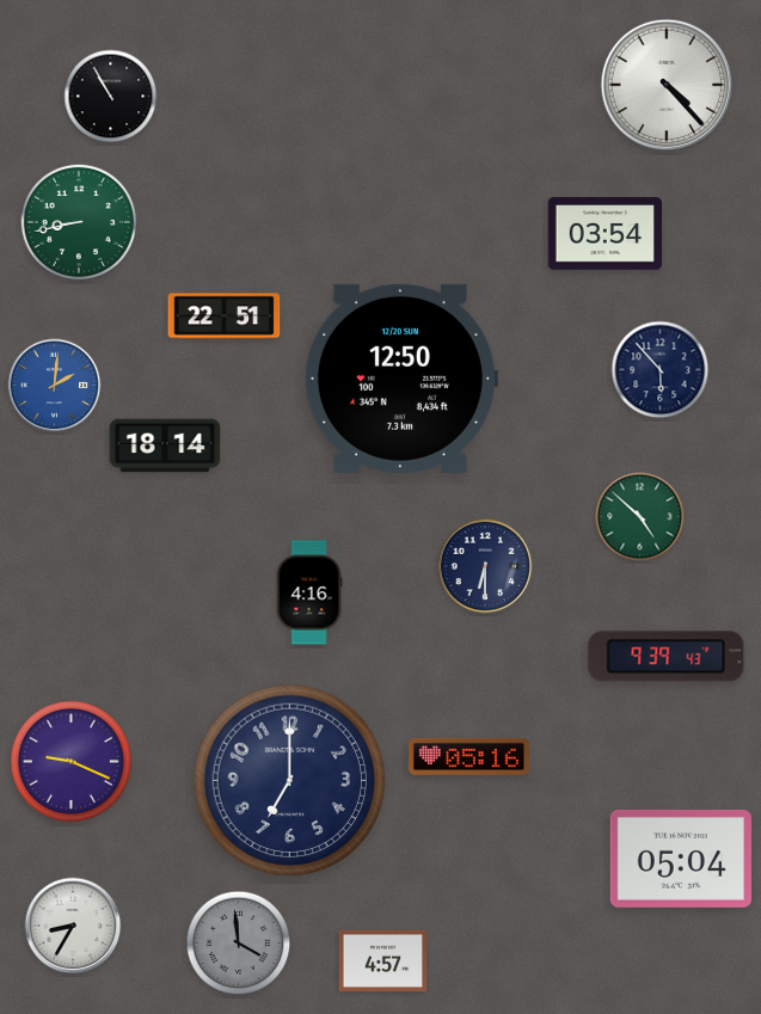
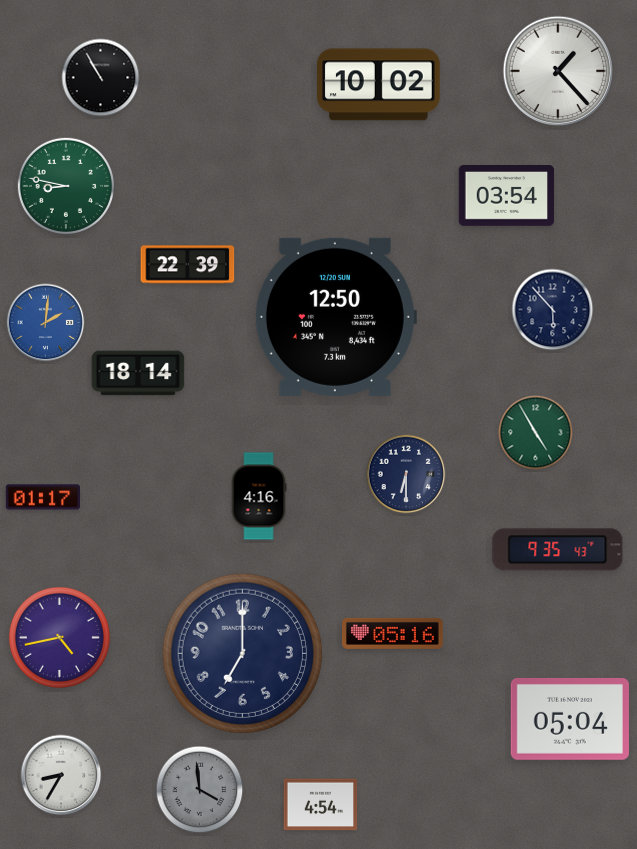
clock at (665, 84): 4:23 -> 1:23
clock at (111, 97) position: (111, 97) -> (101, 78)
clock at (379, 85): none -> 10:02
clock at (78, 221): 8:43 -> 8:47
clock at (225, 317): 22:51 -> 22:39
clock at (640, 517): 4:52 -> 4:55
clock at (43, 497): none -> 01:17
clock at (667, 657): 9:39 -> 9:35
clock at (70, 761): 9:19 -> 4:43
clock at (383, 961): 4:57 -> 4:54
